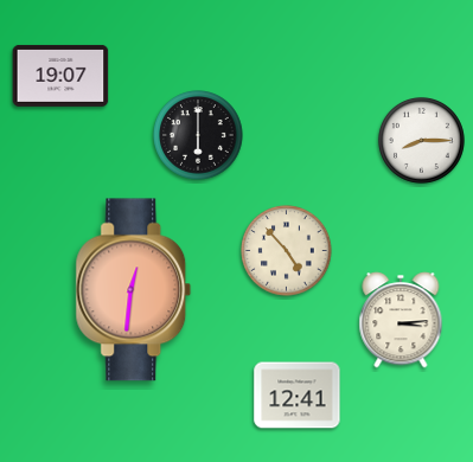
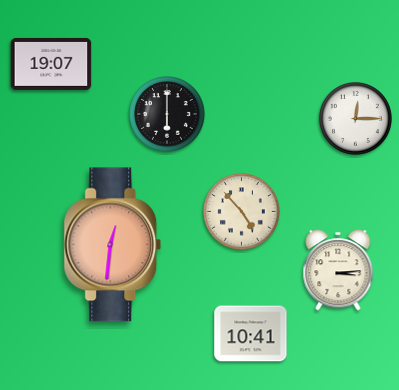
clock at (421, 140): 8:15 -> 12:15
clock at (298, 396): 12:41 -> 10:41
